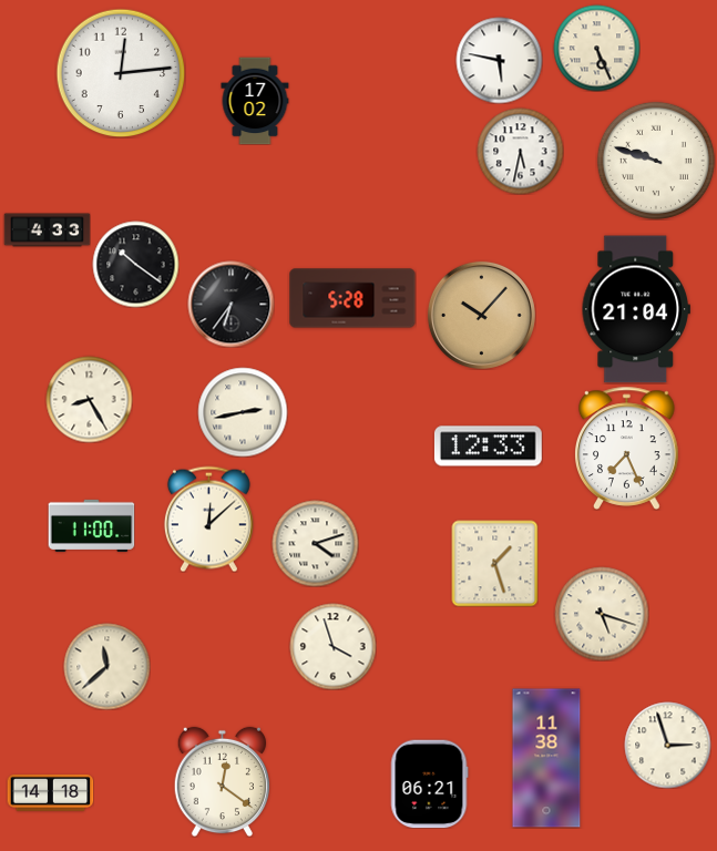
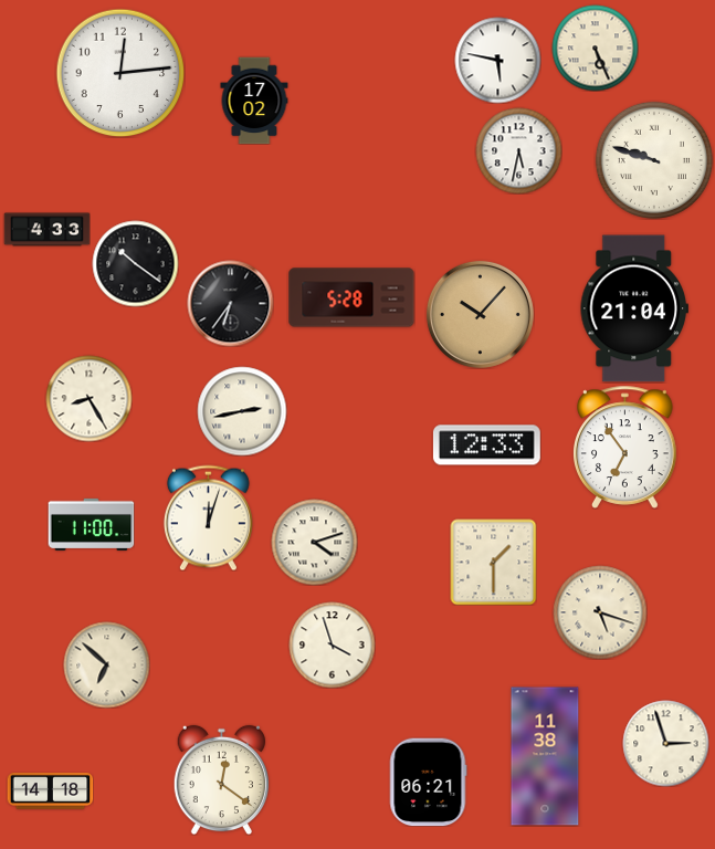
clock at (627, 448): 7:26 -> 6:54
clock at (208, 519): 12:08 -> 12:03
clock at (494, 563): 1:27 -> 1:30
clock at (106, 666): 11:38 -> 6:52
